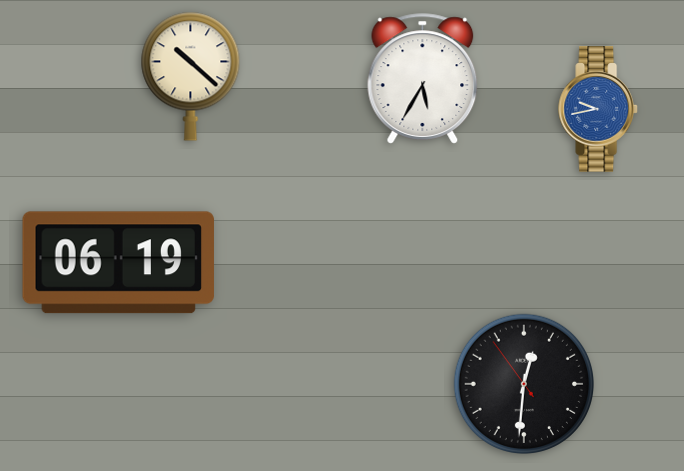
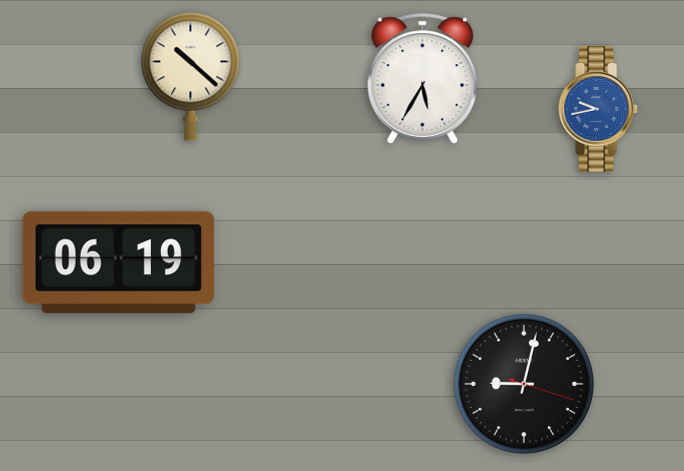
clock at (523, 383): 12:30 -> 9:02
